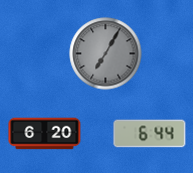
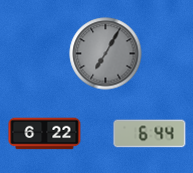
clock at (45, 134): 6:20 -> 6:22
